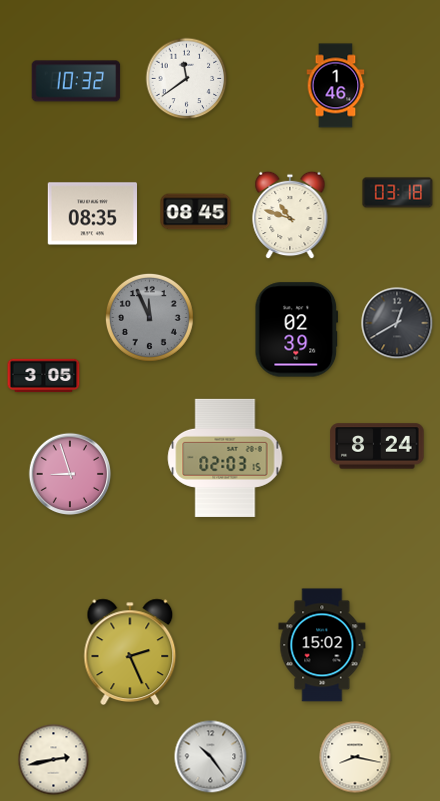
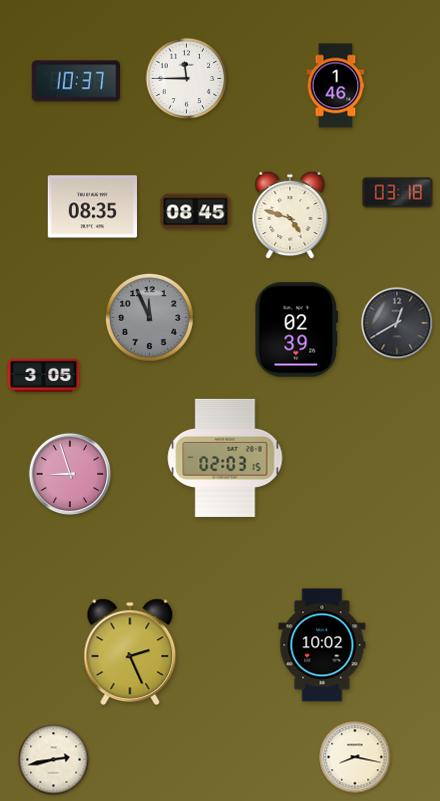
clock at (187, 79): 11:39 -> 11:45
clock at (76, 81): 10:32 -> 10:37
clock at (92, 214) position: (92, 214) -> (92, 207)
clock at (290, 215): 10:48 -> 4:48
clock at (377, 446): 8:24 -> none
clock at (322, 645): 15:02 -> 10:02
clock at (211, 757): 10:24 -> none
